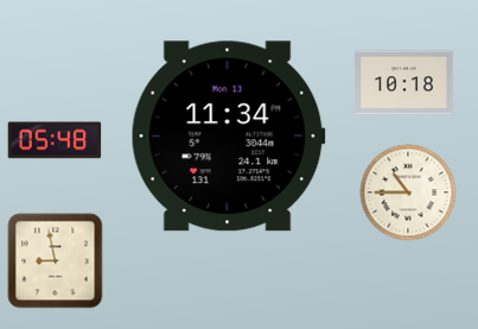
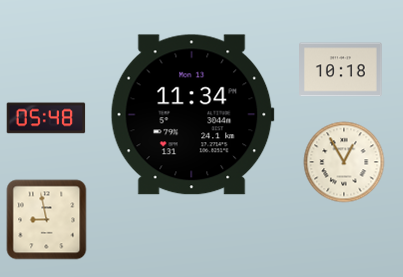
clock at (408, 192): 10:45 -> 12:55
